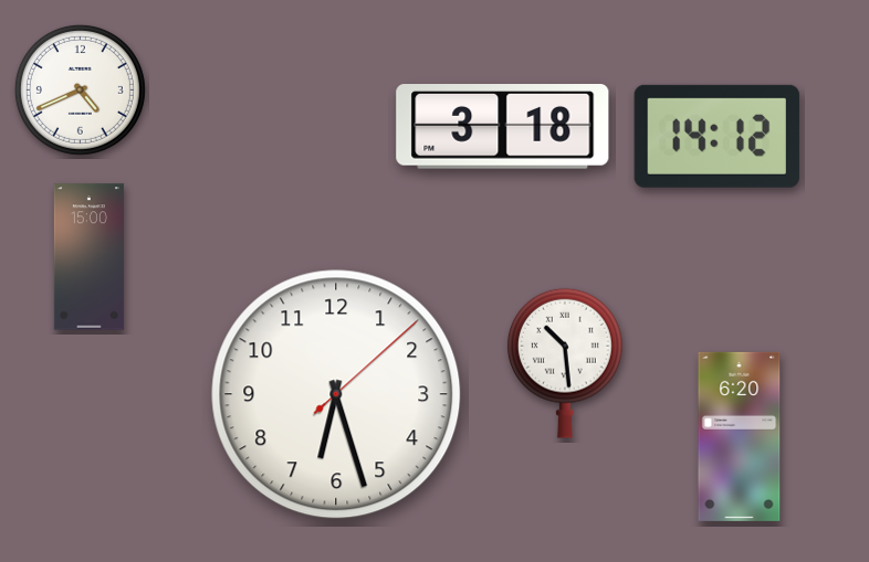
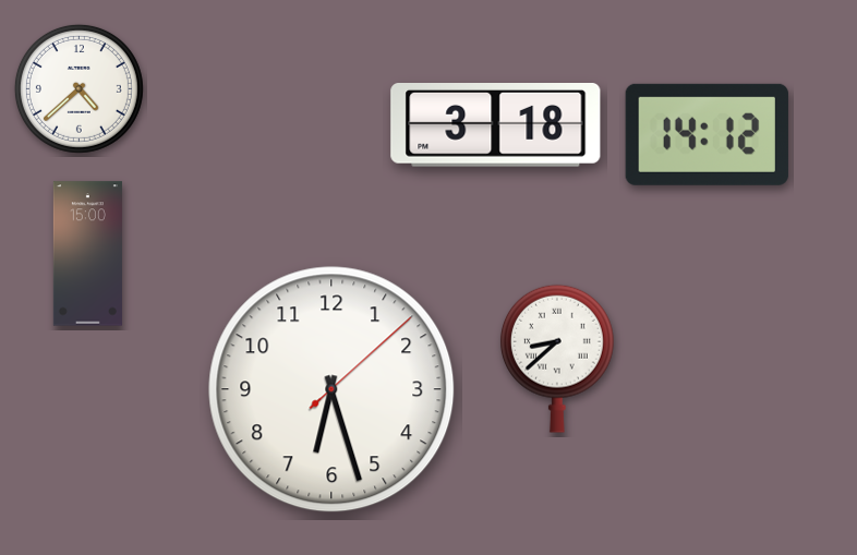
clock at (80, 89): 4:41 -> 4:38
clock at (565, 363): 10:29 -> 8:38
clock at (740, 436): 6:20 -> none
